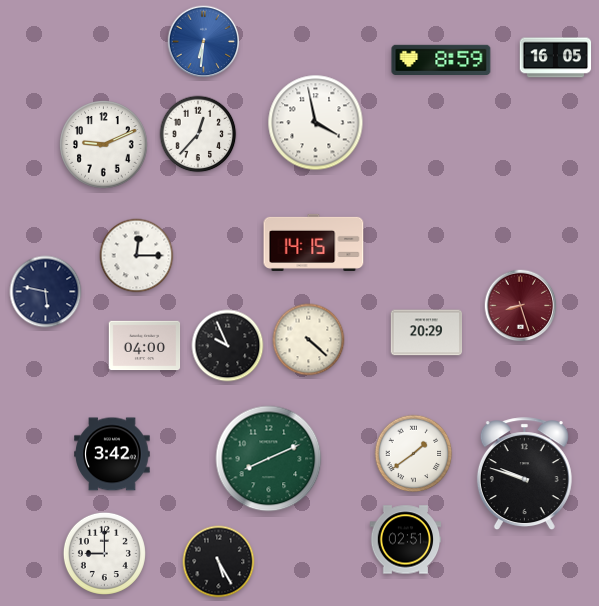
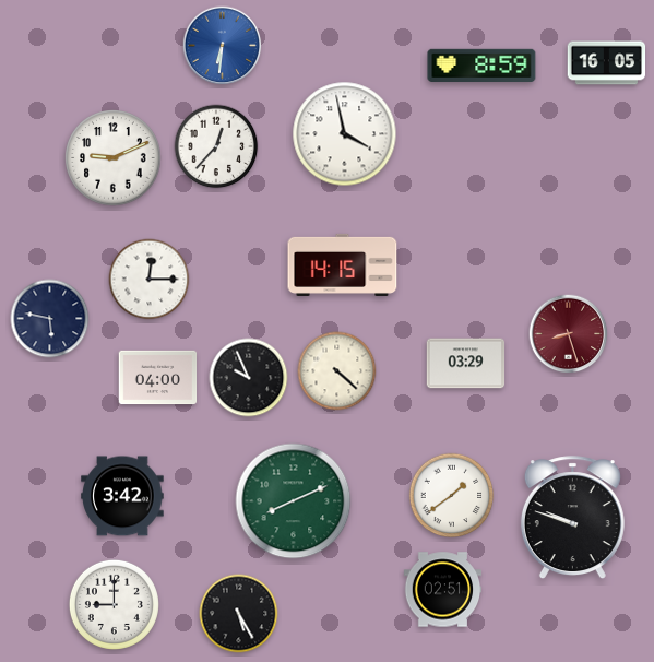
clock at (427, 333): 20:29 -> 03:29
